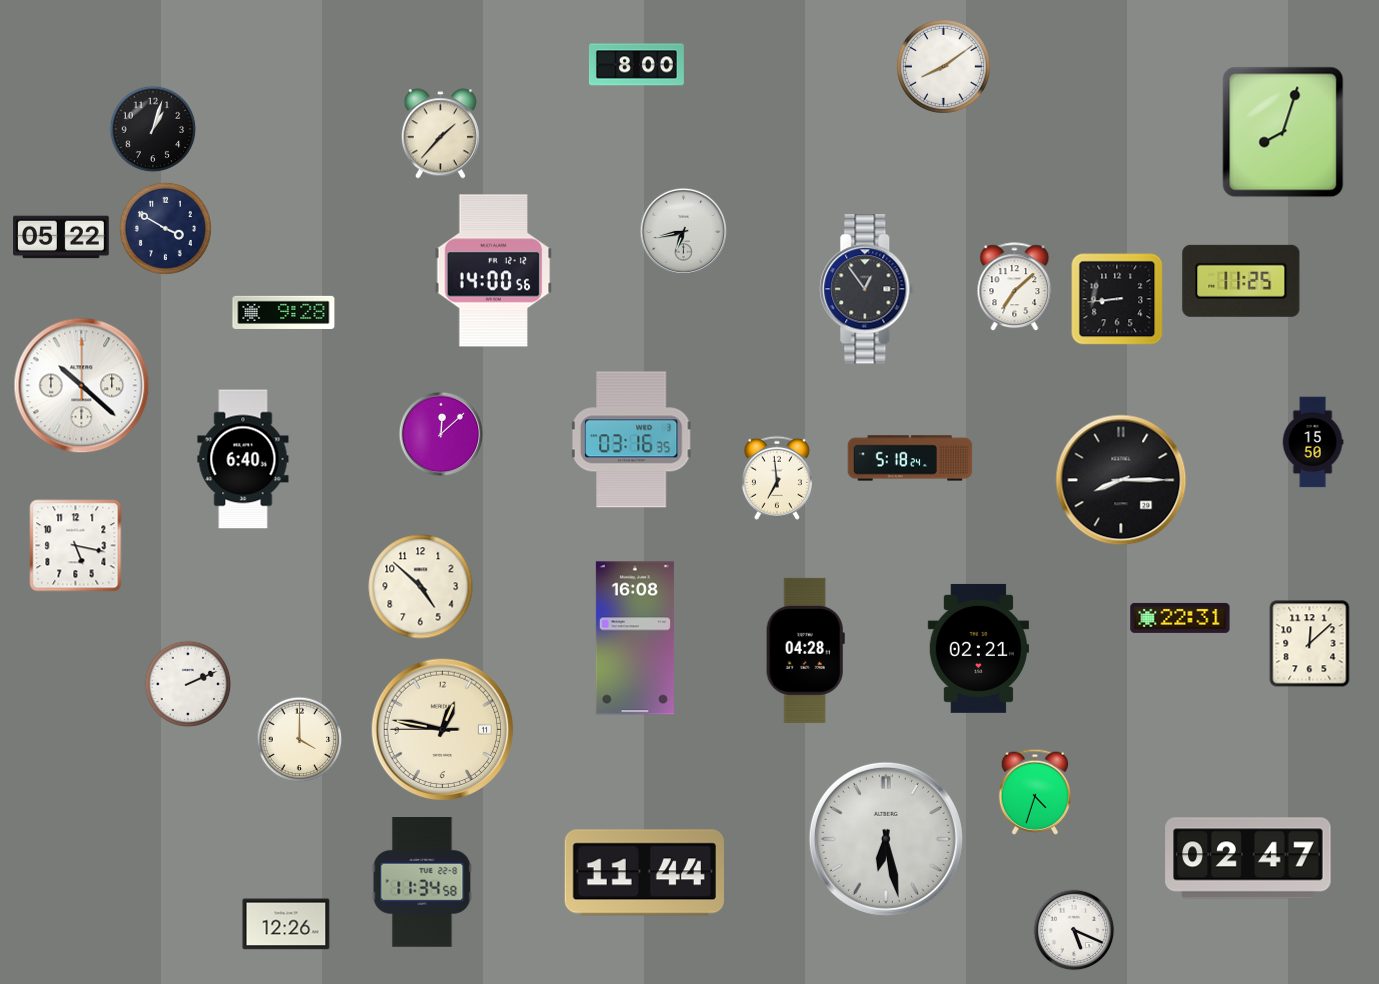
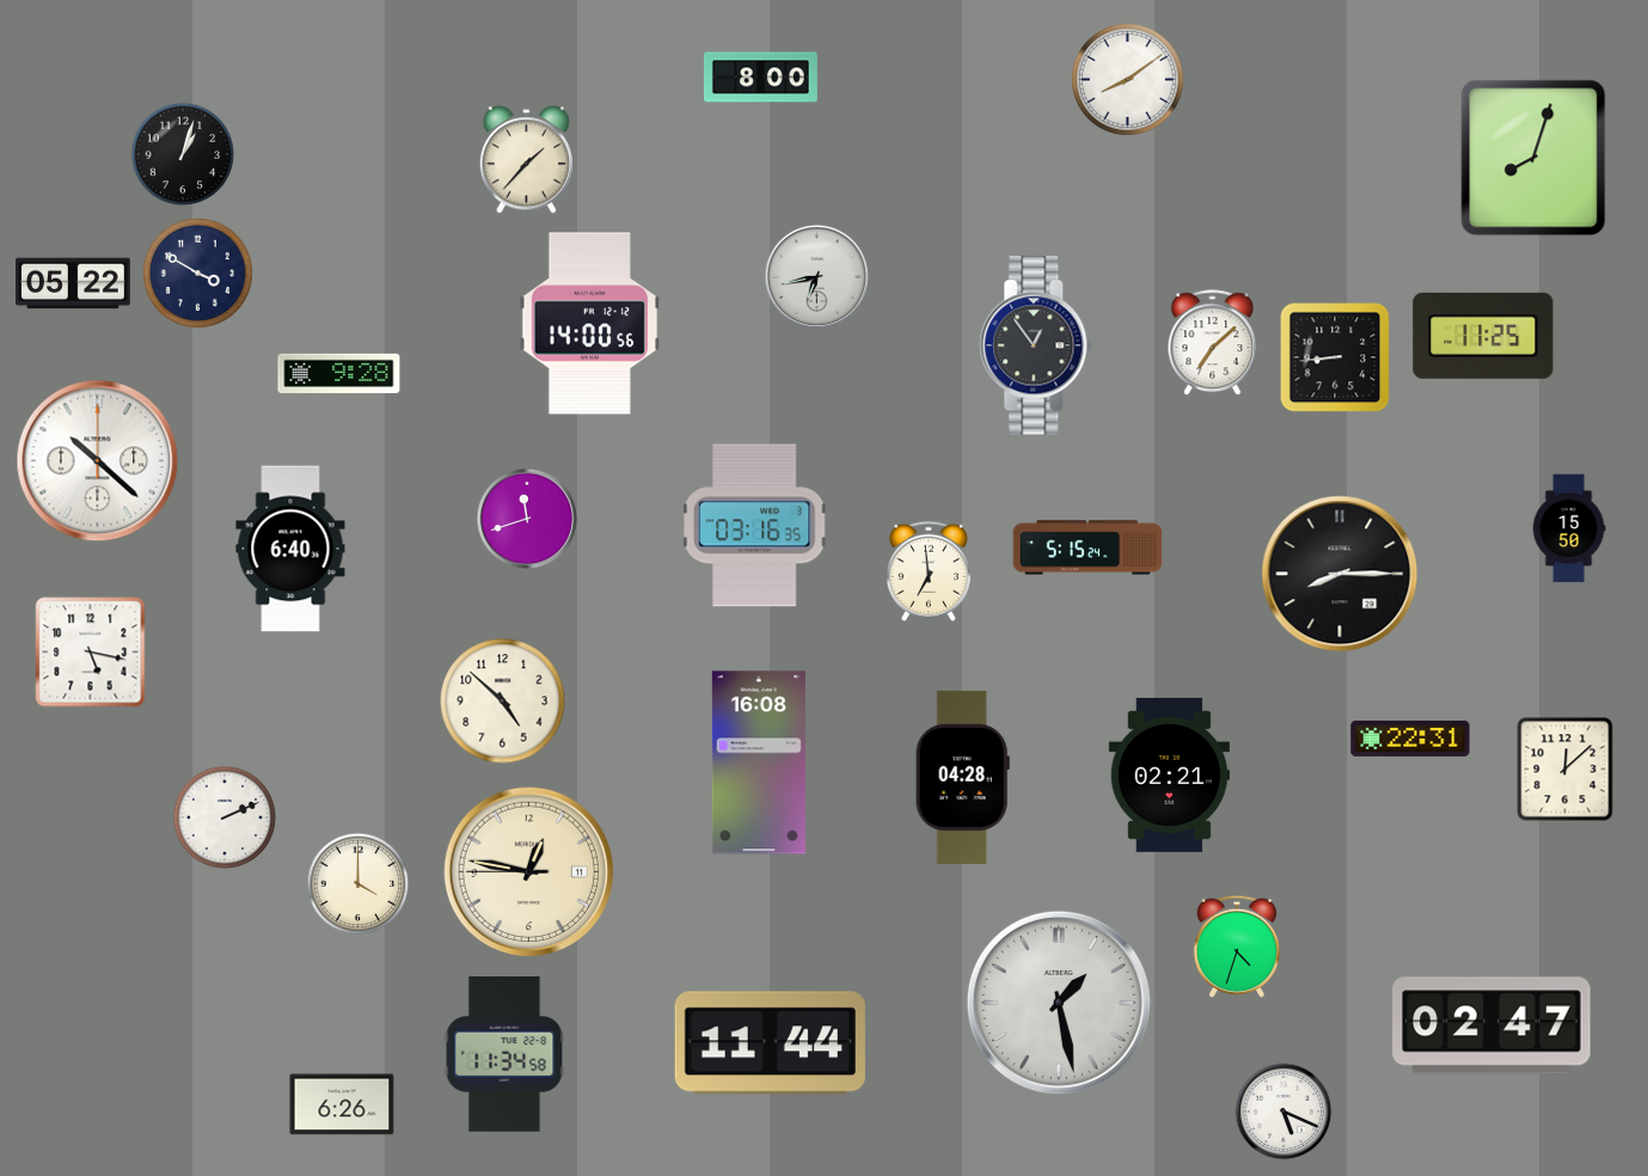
clock at (441, 434): 12:08 -> 11:42
clock at (910, 458): 5:18 -> 5:15
clock at (886, 839): 6:28 -> 1:28
clock at (286, 924): 12:26 -> 6:26
